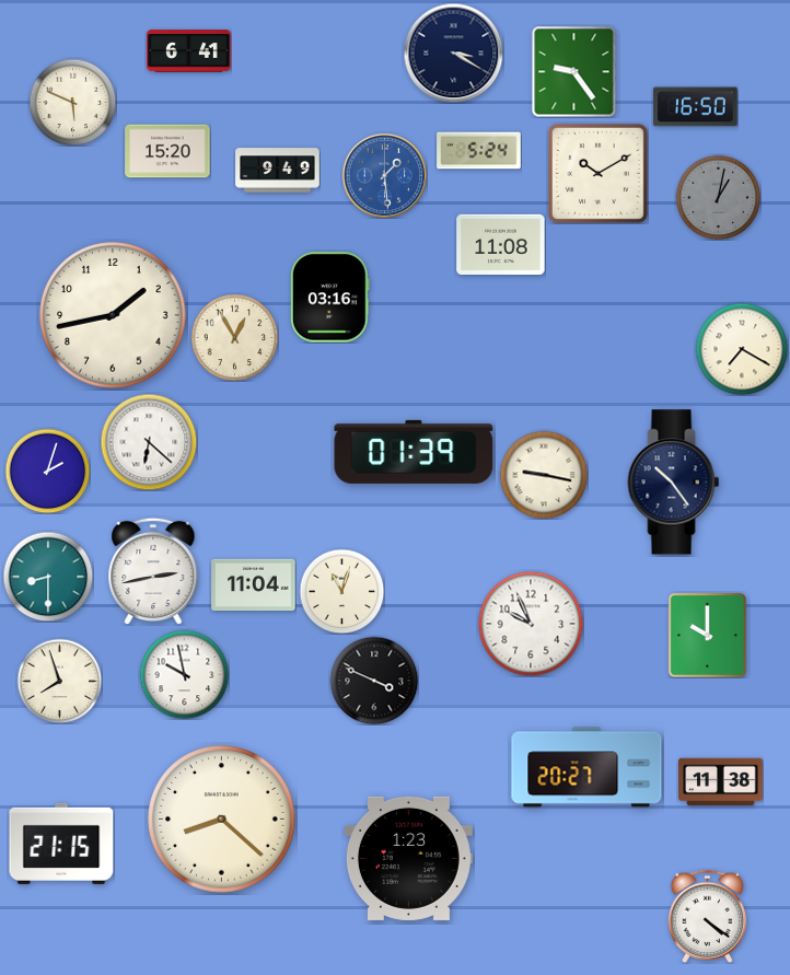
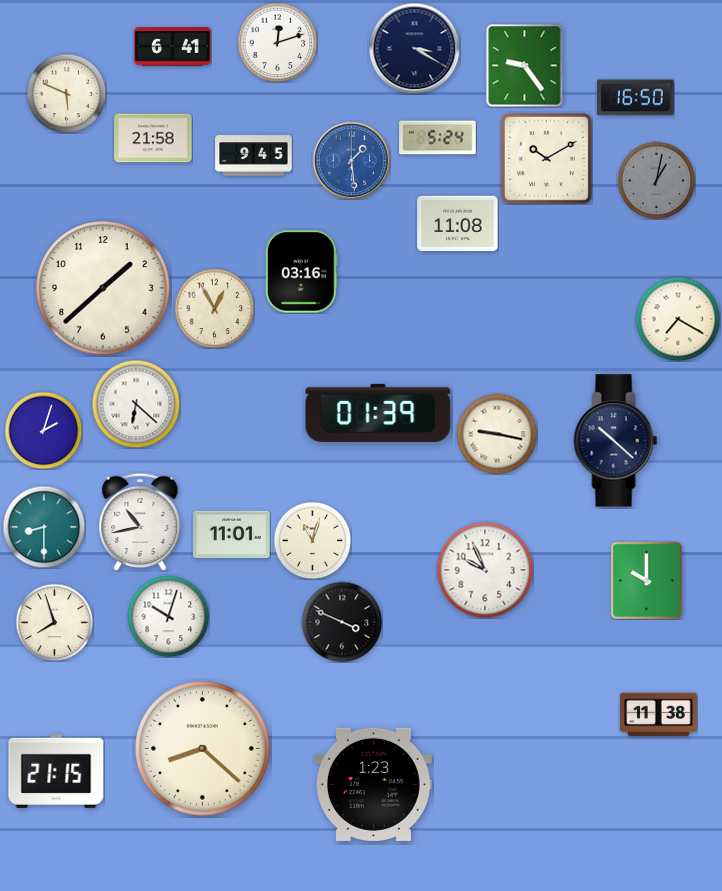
clock at (277, 42): none -> 12:12
clock at (167, 151): 15:20 -> 21:58
clock at (278, 171): 9:49 -> 9:45
clock at (113, 315): 1:43 -> 1:38
clock at (674, 483): 10:24 -> 10:22
clock at (153, 571): 2:43 -> 10:43
clock at (254, 585): 11:04 -> 11:01
clock at (184, 674): 9:58 -> 10:03
clock at (586, 767): 20:27 -> none
clock at (708, 916): 4:21 -> none
